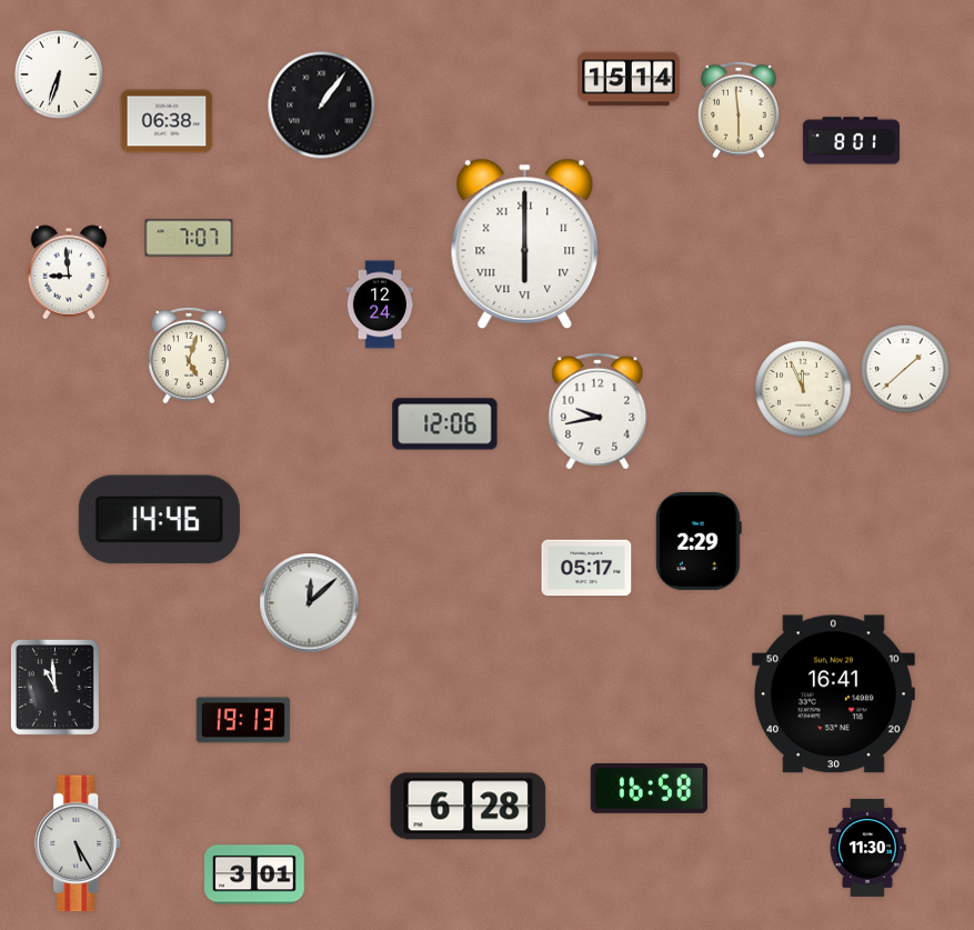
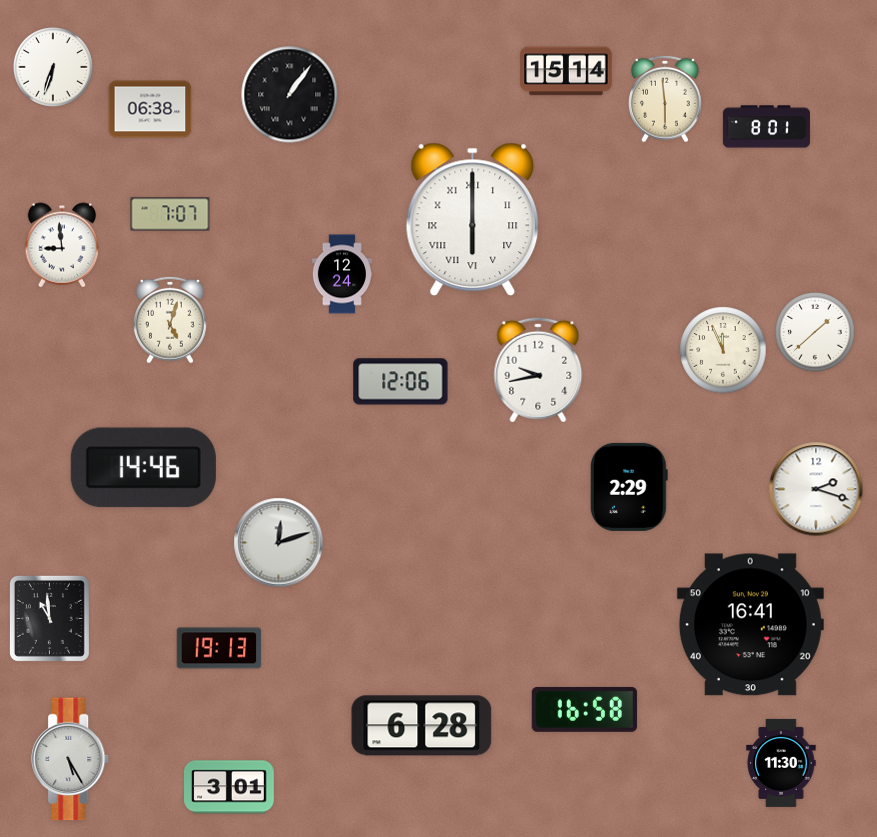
clock at (816, 489): none -> 2:18
clock at (586, 568): 05:17 -> none
clock at (310, 603): 12:08 -> 12:12
